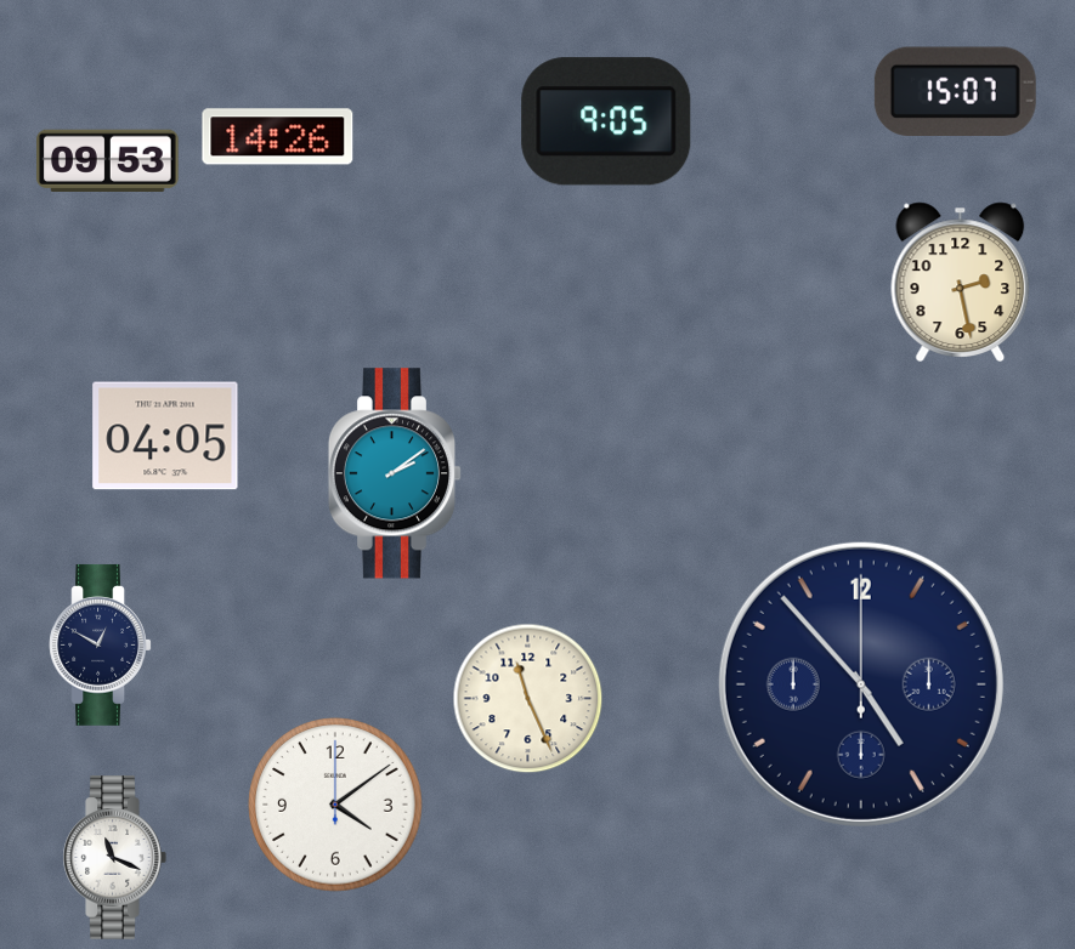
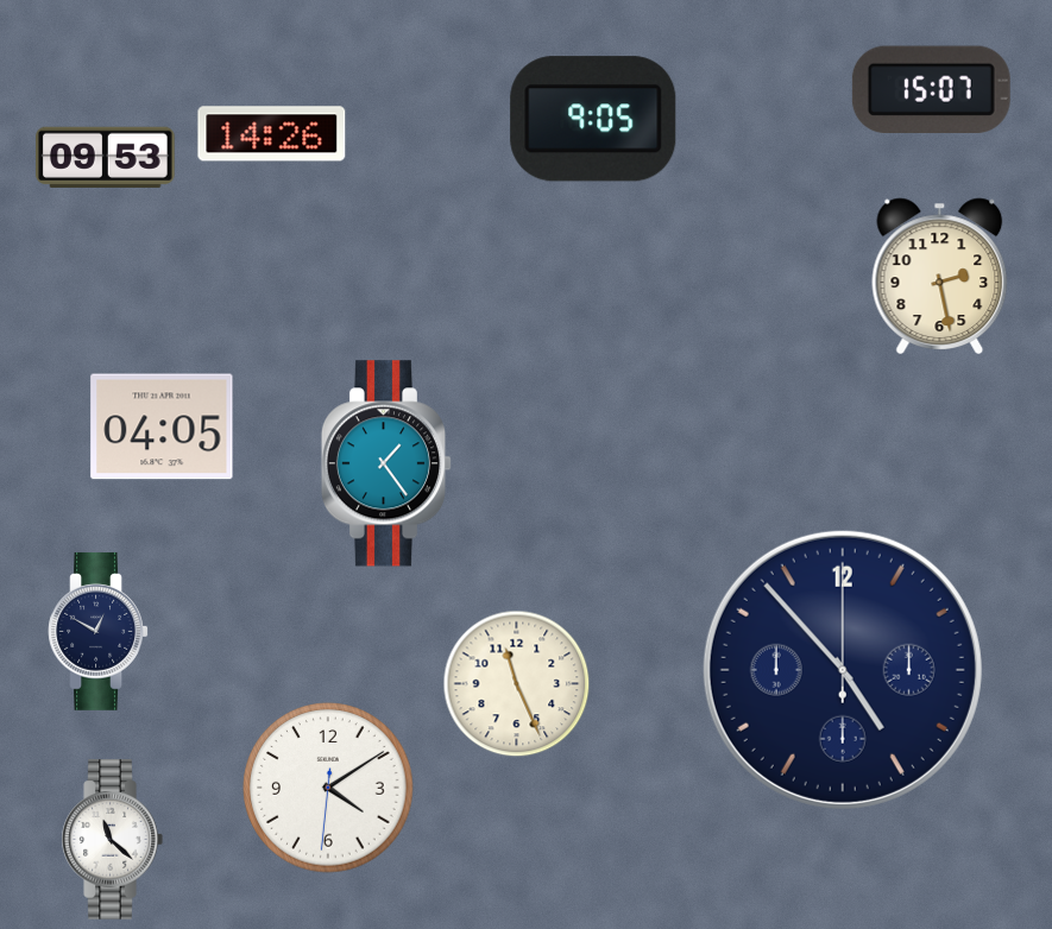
clock at (955, 91) position: (955, 91) -> (931, 89)
clock at (395, 473): 2:09 -> 1:24
clock at (335, 805): 4:09:00 -> 4:09:31
clock at (114, 858): 11:19 -> 11:22
